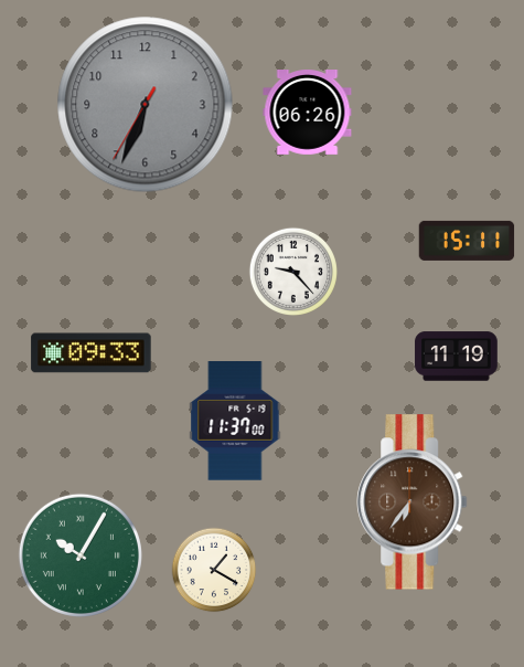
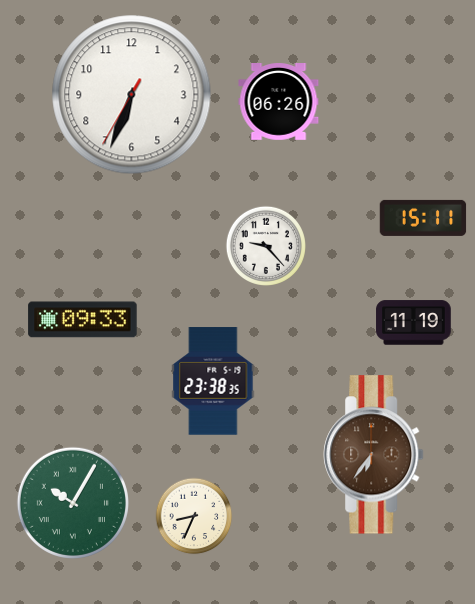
clock at (146, 105) dial: grey -> white
clock at (235, 421): 11:37 -> 23:38
clock at (214, 570): 1:20 -> 8:34
